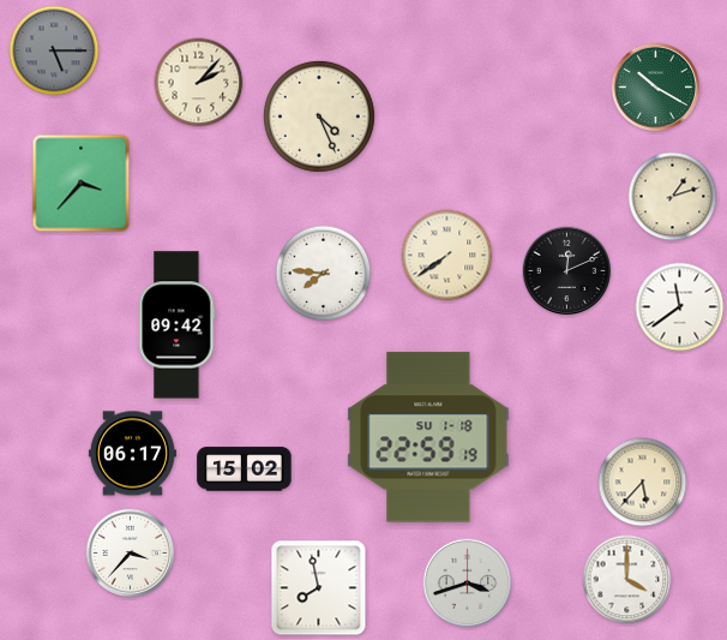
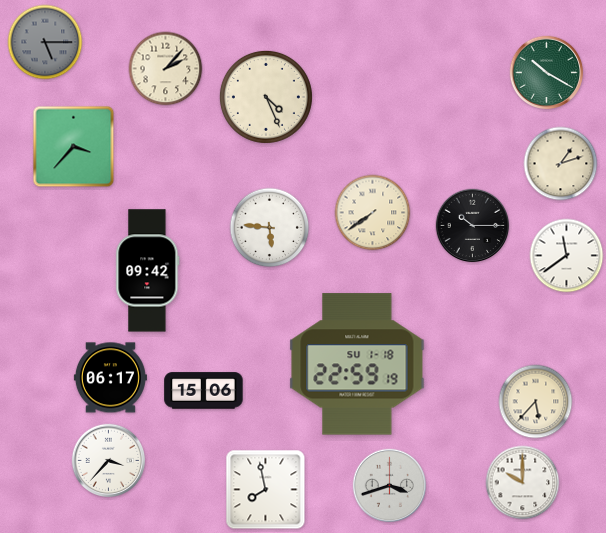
clock at (82, 184) position: (82, 184) -> (74, 147)
clock at (567, 271): 12:11 -> 10:15
clock at (324, 274): 7:46 -> 5:46
clock at (245, 469): 15:02 -> 15:06
clock at (627, 580): 4:00 -> 10:00
